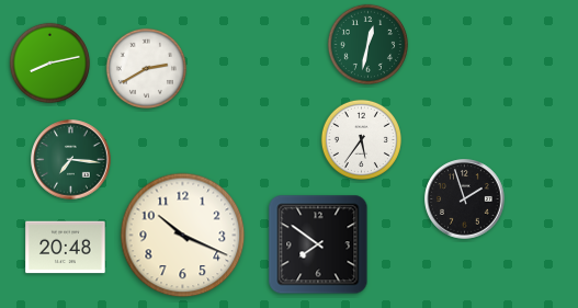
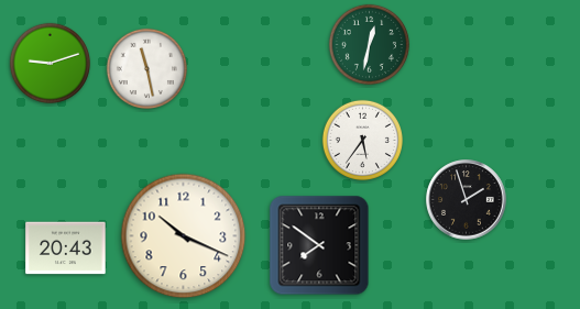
clock at (49, 62): 8:13 -> 9:12
clock at (146, 68): 2:40 -> 11:28
clock at (71, 160): 7:16 -> none
clock at (66, 248): 20:48 -> 20:43
